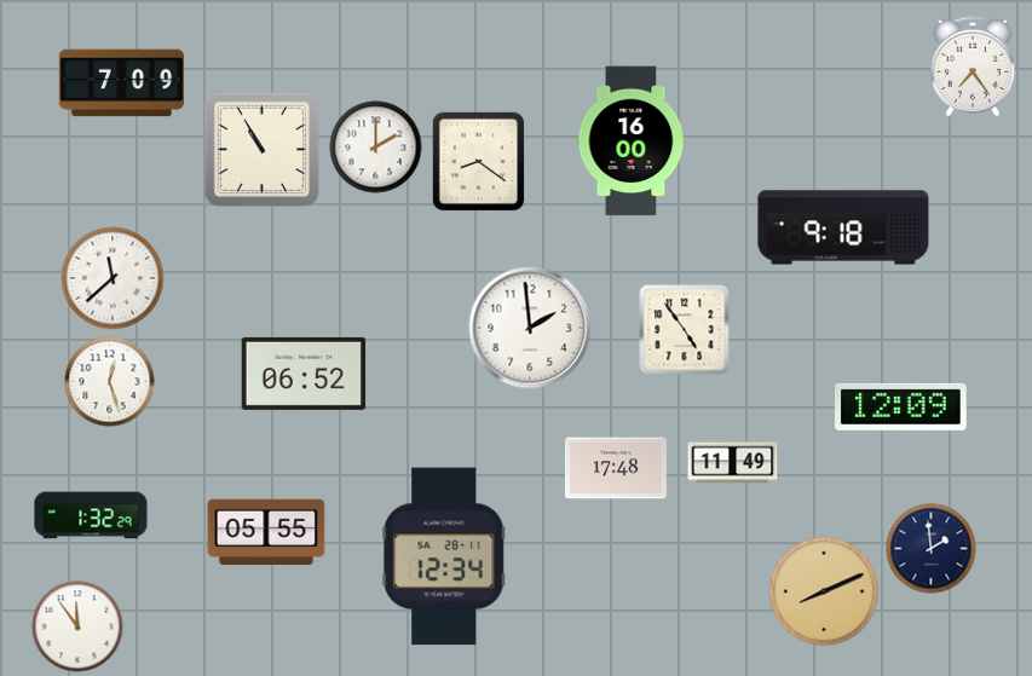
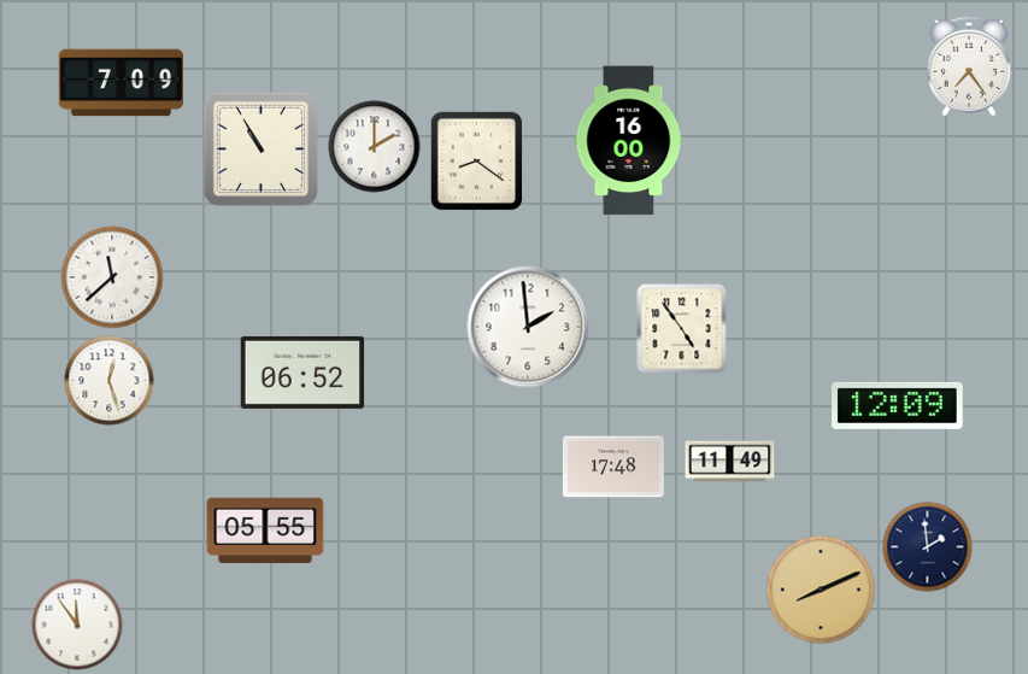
clock at (843, 227): 9:18 -> none
clock at (91, 515): 1:32 -> none
clock at (444, 556): 12:34 -> none
